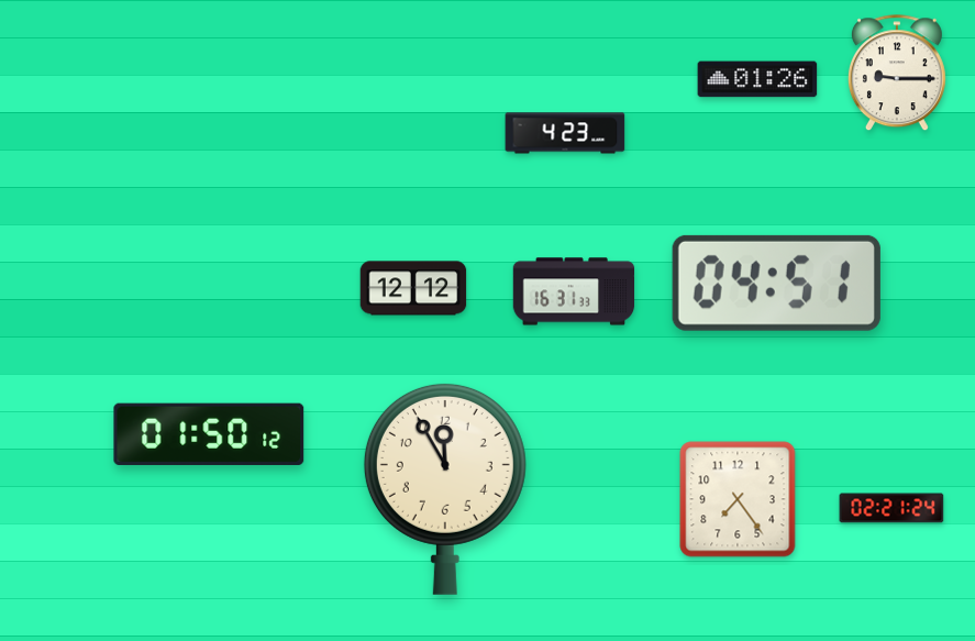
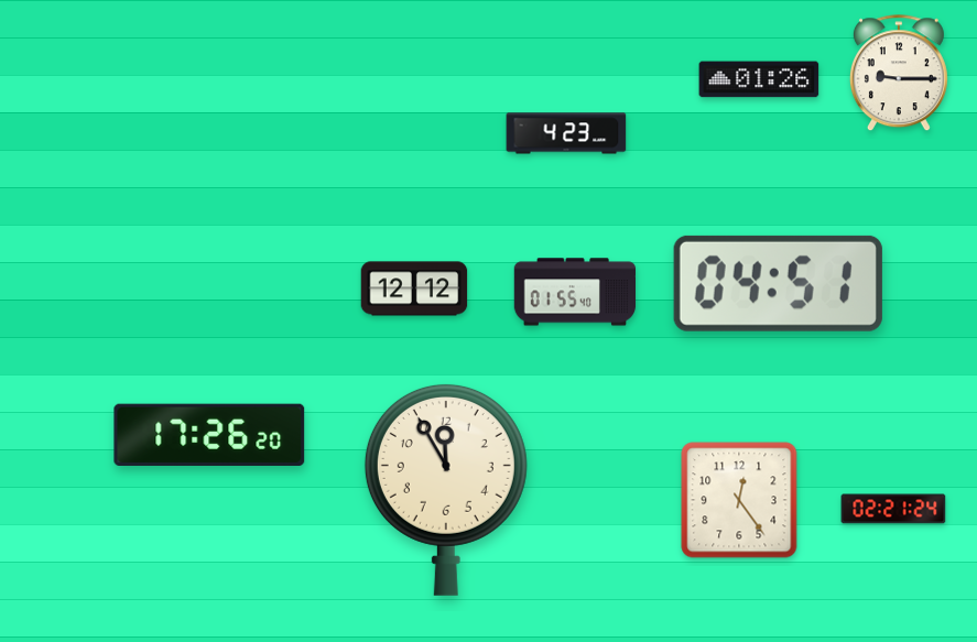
clock at (574, 291): 16:31 -> 01:55
clock at (209, 434): 01:50 -> 17:26
clock at (738, 499): 7:24 -> 12:24
